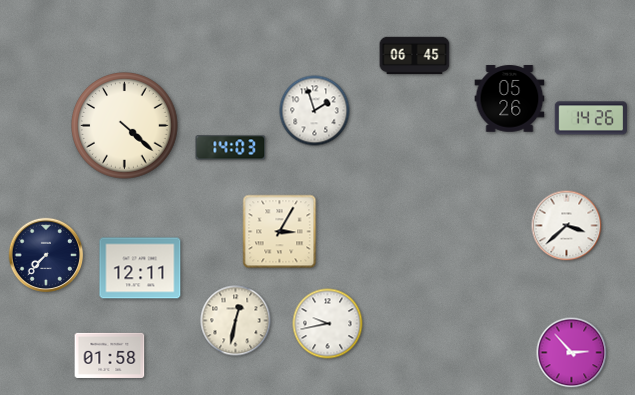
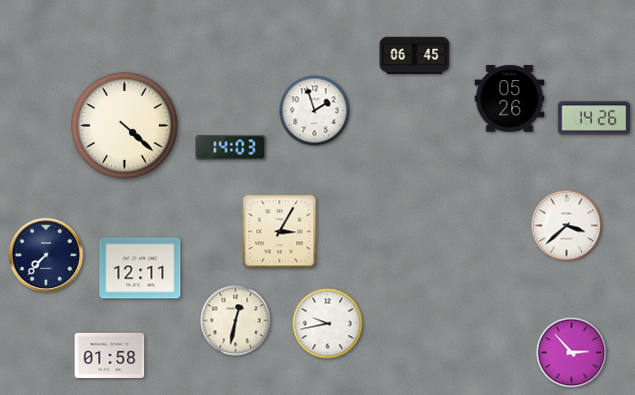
clock at (590, 118) position: (590, 118) -> (593, 118)
